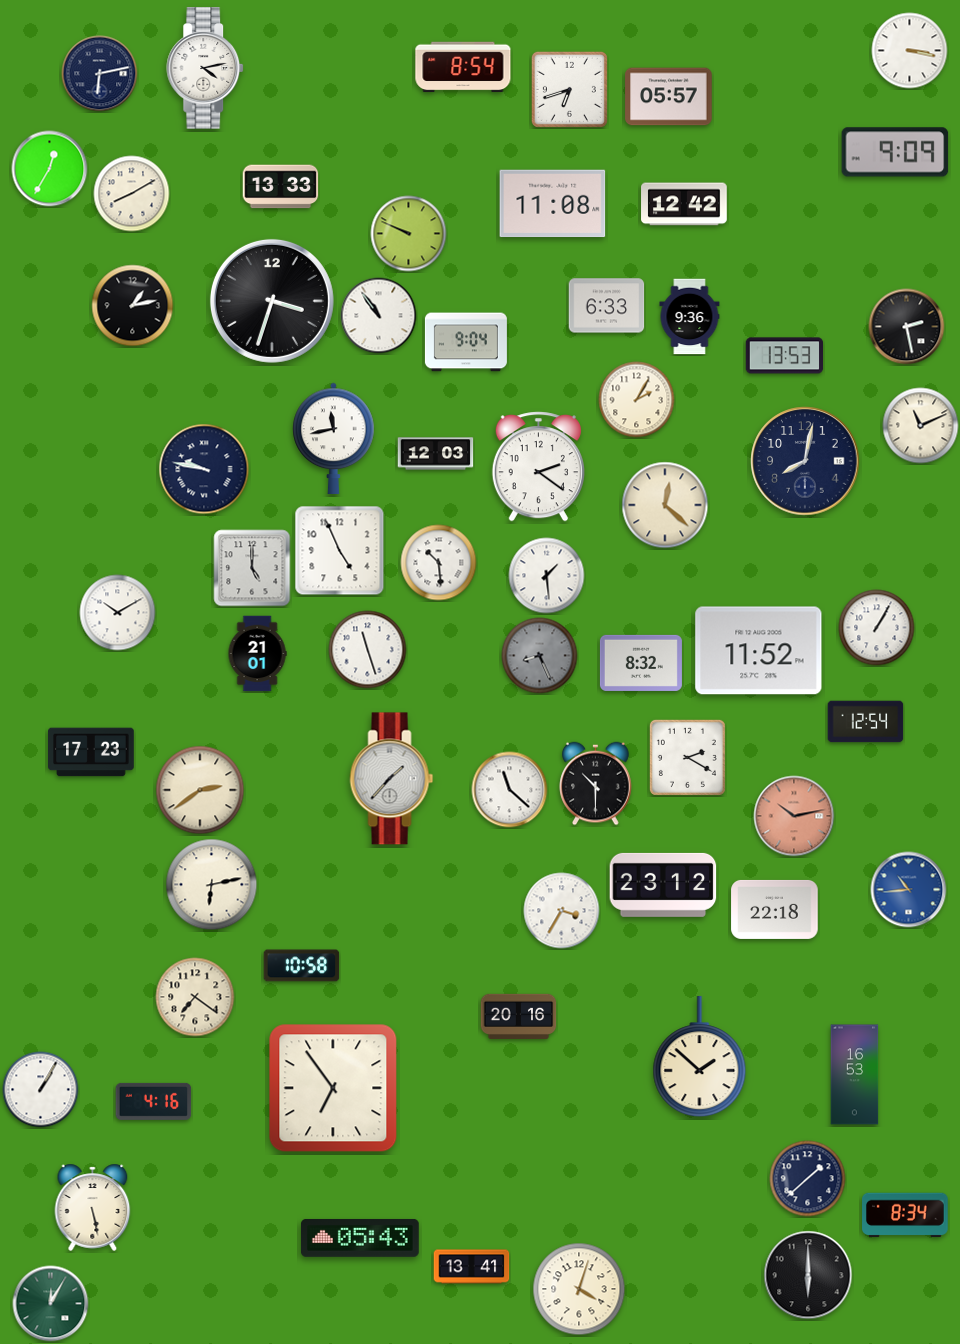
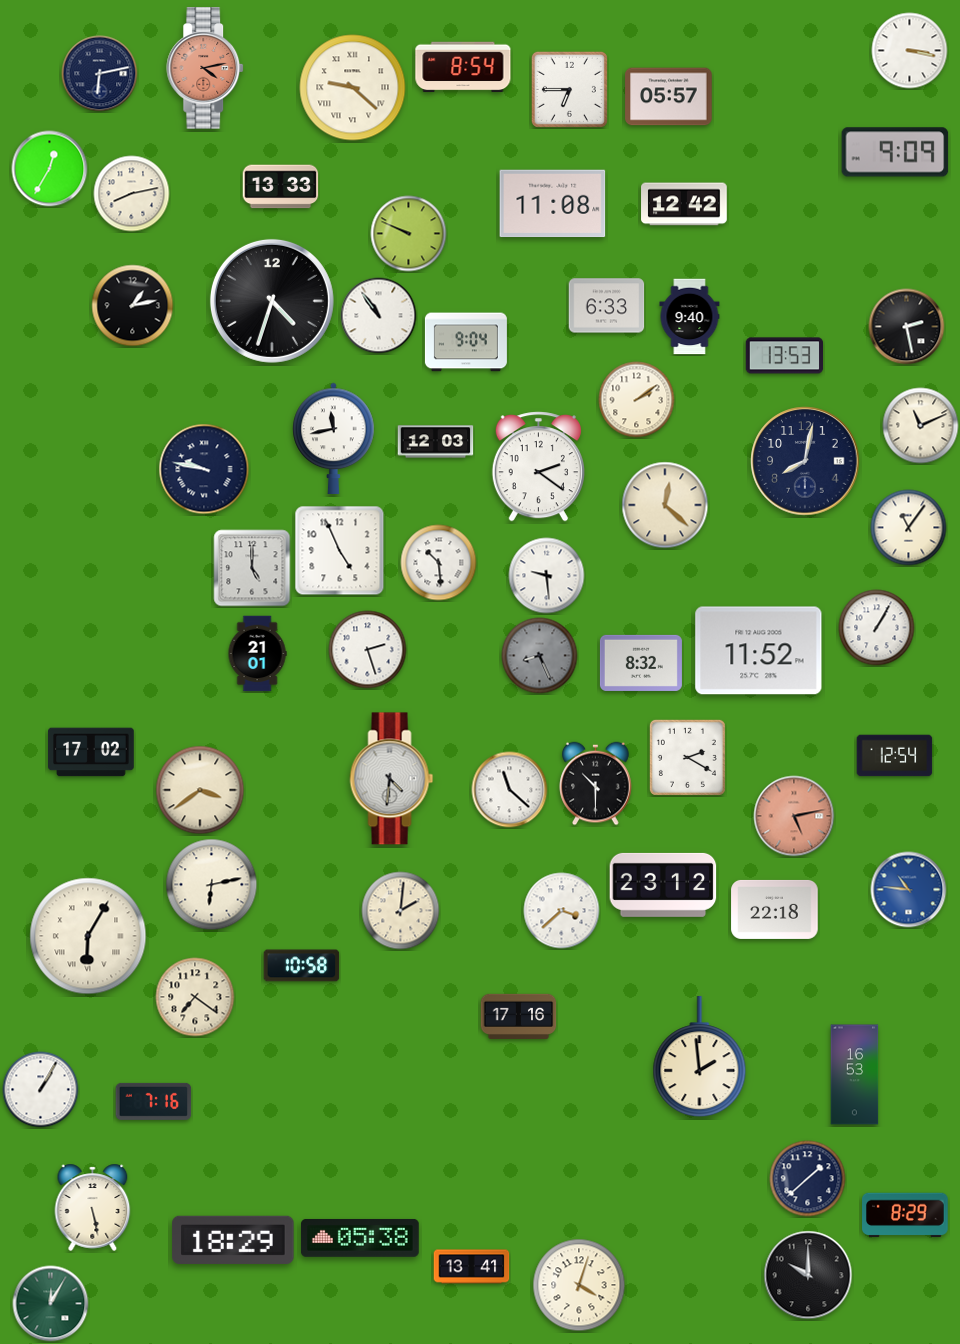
clock at (206, 68) dial: white -> salmon
clock at (353, 88): none -> 9:22
clock at (569, 89): 6:42 -> 6:45
clock at (132, 194): 8:10 -> 8:13
clock at (272, 301): 3:33 -> 4:33
clock at (690, 317): 9:36 -> 9:40
clock at (637, 400): 2:05 -> 2:09
clock at (436, 454) position: (436, 454) -> (436, 442)
clock at (909, 528): none -> 11:06
clock at (547, 576): 1:29 -> 9:29
clock at (118, 613): 10:10 -> none
clock at (368, 650): 11:27 -> 2:27
clock at (866, 722) position: (866, 722) -> (895, 756)
clock at (91, 752): 17:23 -> 17:02
clock at (392, 779): 1:37 -> 4:31
clock at (200, 790): 2:39 -> 3:39
clock at (794, 816): 10:13 -> 5:13
clock at (909, 890): 10:44 -> 10:46
clock at (401, 911): none -> 2:01
clock at (562, 911): 3:35 -> 3:38
clock at (88, 936): none -> 6:05
clock at (519, 1016): 20:16 -> 17:16
clock at (700, 1057): 1:52 -> 1:59
clock at (333, 1088): 6:54 -> none
clock at (154, 1101): 4:16 -> 7:16
clock at (905, 1215): 8:34 -> 8:29
clock at (360, 1238): 05:43 -> 05:38
clock at (233, 1240): none -> 18:29
clock at (808, 1275): 6:00 -> 10:00
clock at (579, 1289) position: (579, 1289) -> (579, 1285)
